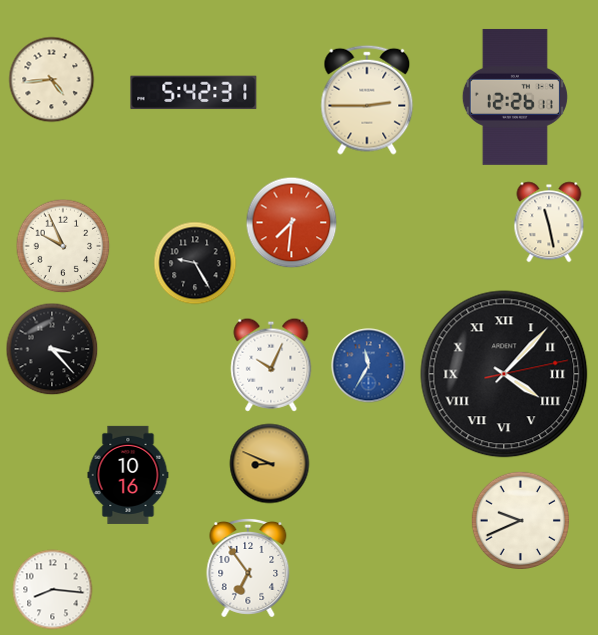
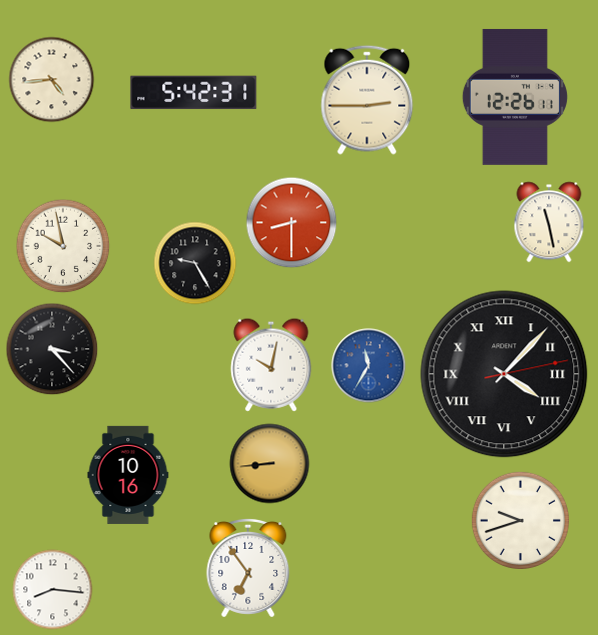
clock at (292, 223): 7:31 -> 8:30
clock at (63, 246): 9:56 -> 9:58
clock at (271, 365): 10:04 -> 10:02
clock at (270, 464): 8:49 -> 8:44
clock at (520, 520): 9:41 -> 9:42
